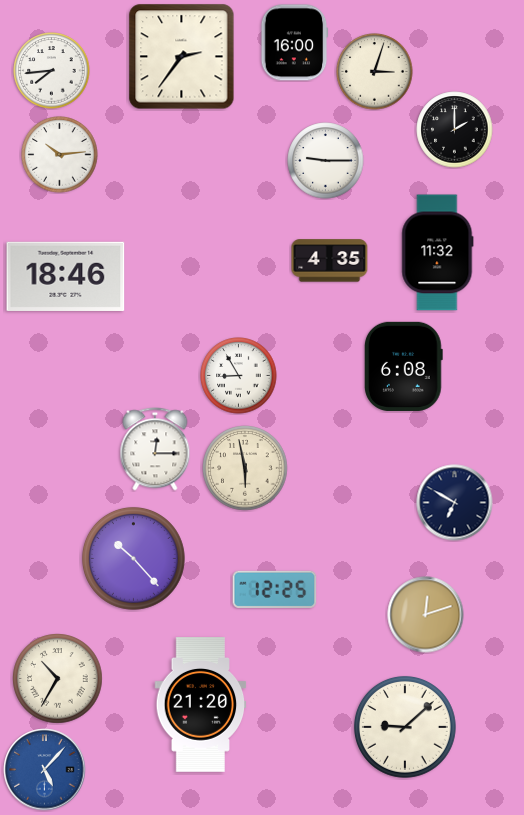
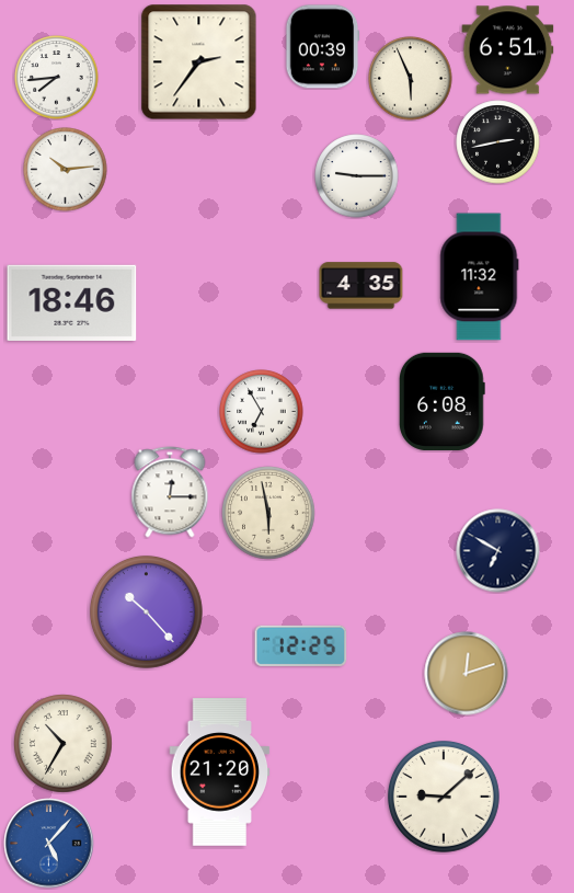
clock at (294, 43): 16:00 -> 00:39
clock at (508, 50): none -> 6:51
clock at (375, 72): 3:03 -> 5:56
clock at (455, 130): 2:00 -> 2:43
clock at (239, 376): 8:55 -> 6:55
